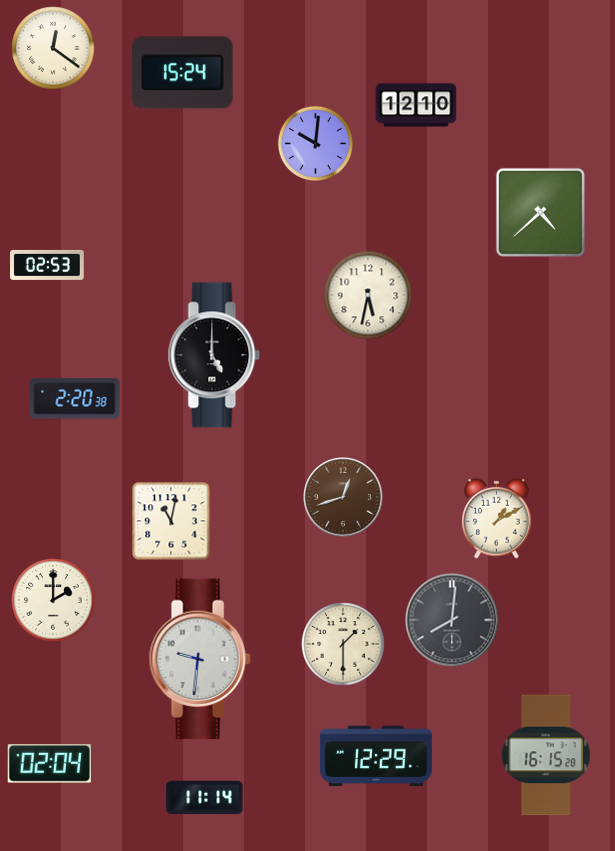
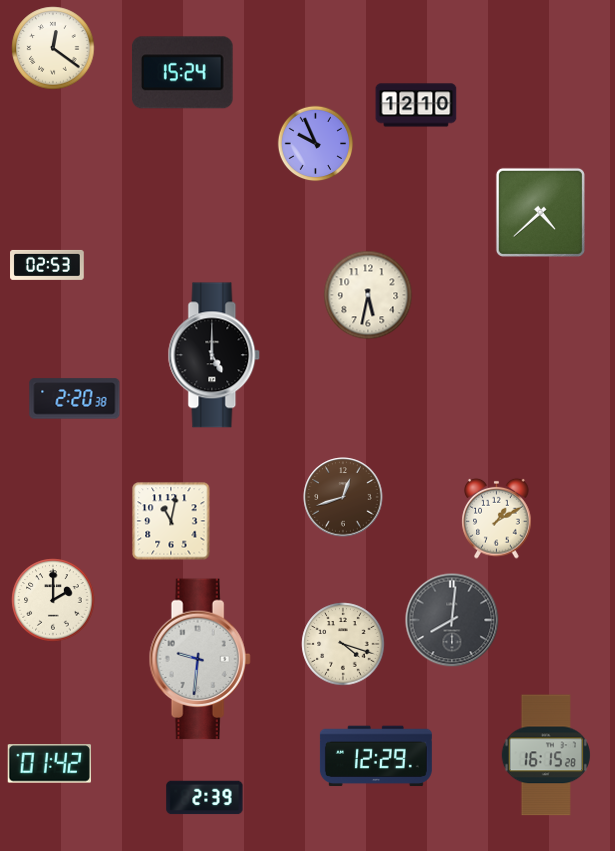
clock at (316, 144): 10:01 -> 9:56
clock at (343, 644): 1:30 -> 4:18
clock at (49, 764): 02:04 -> 01:42
clock at (205, 798): 11:14 -> 2:39
